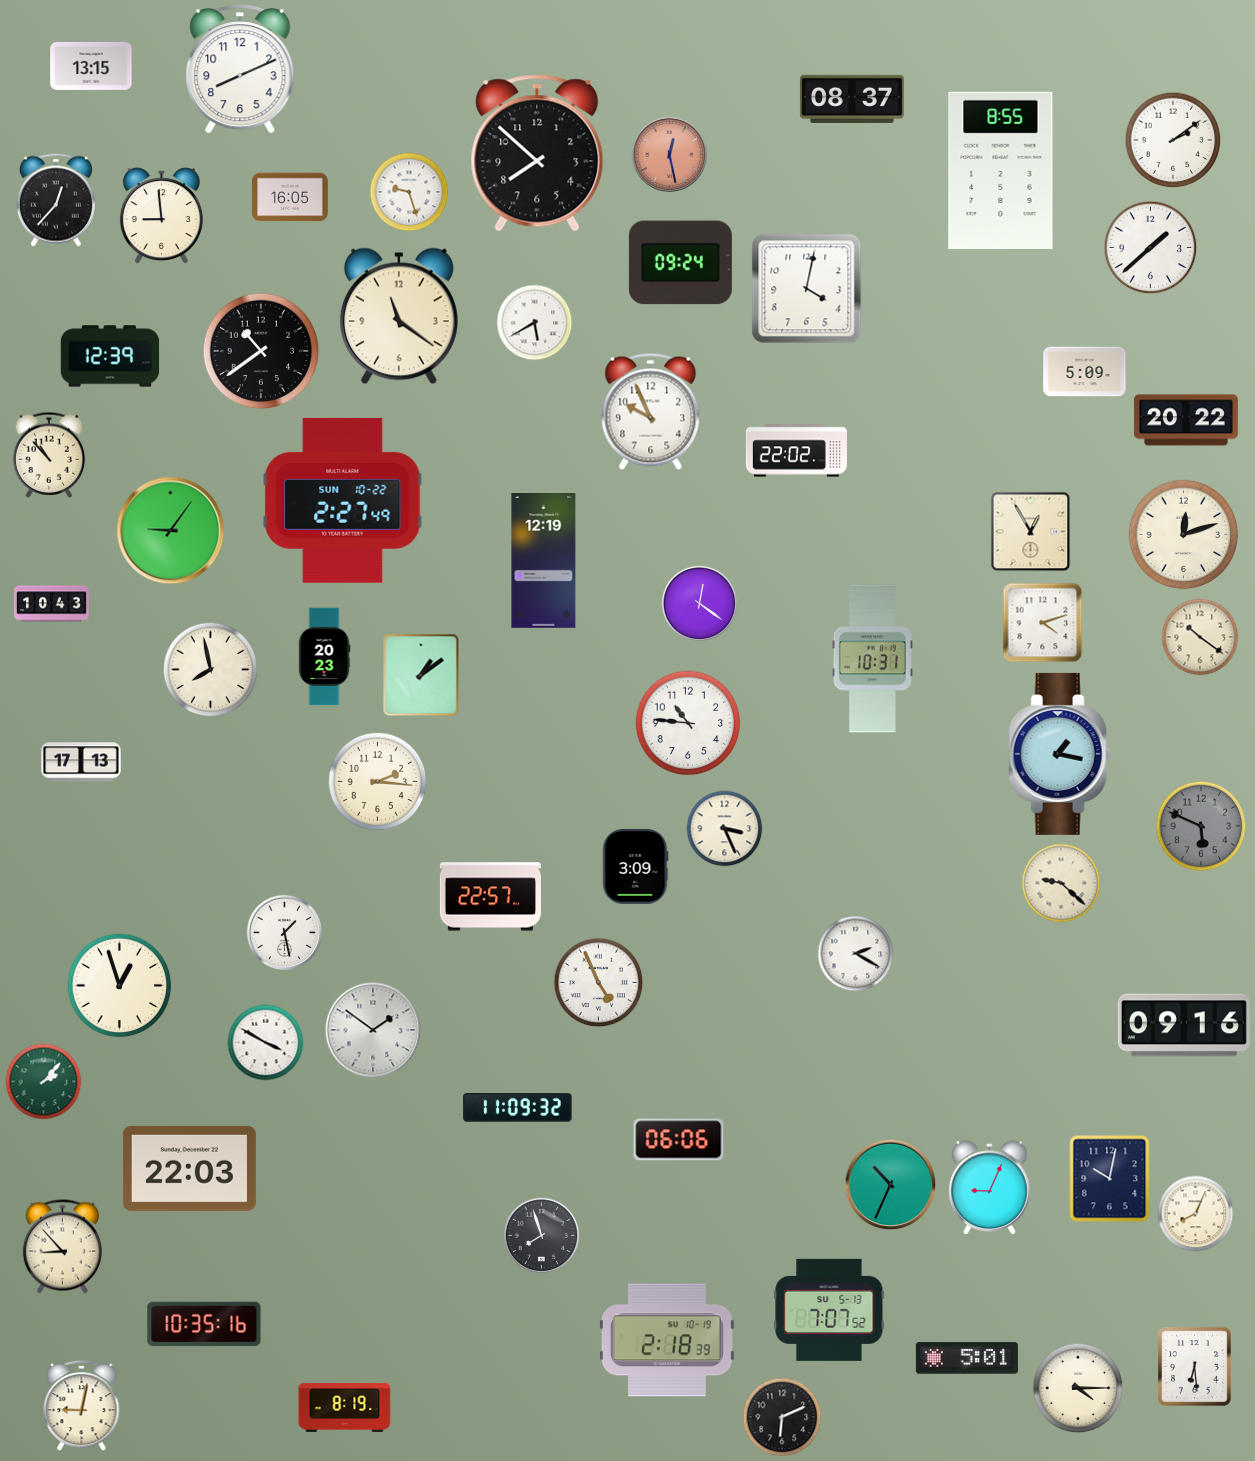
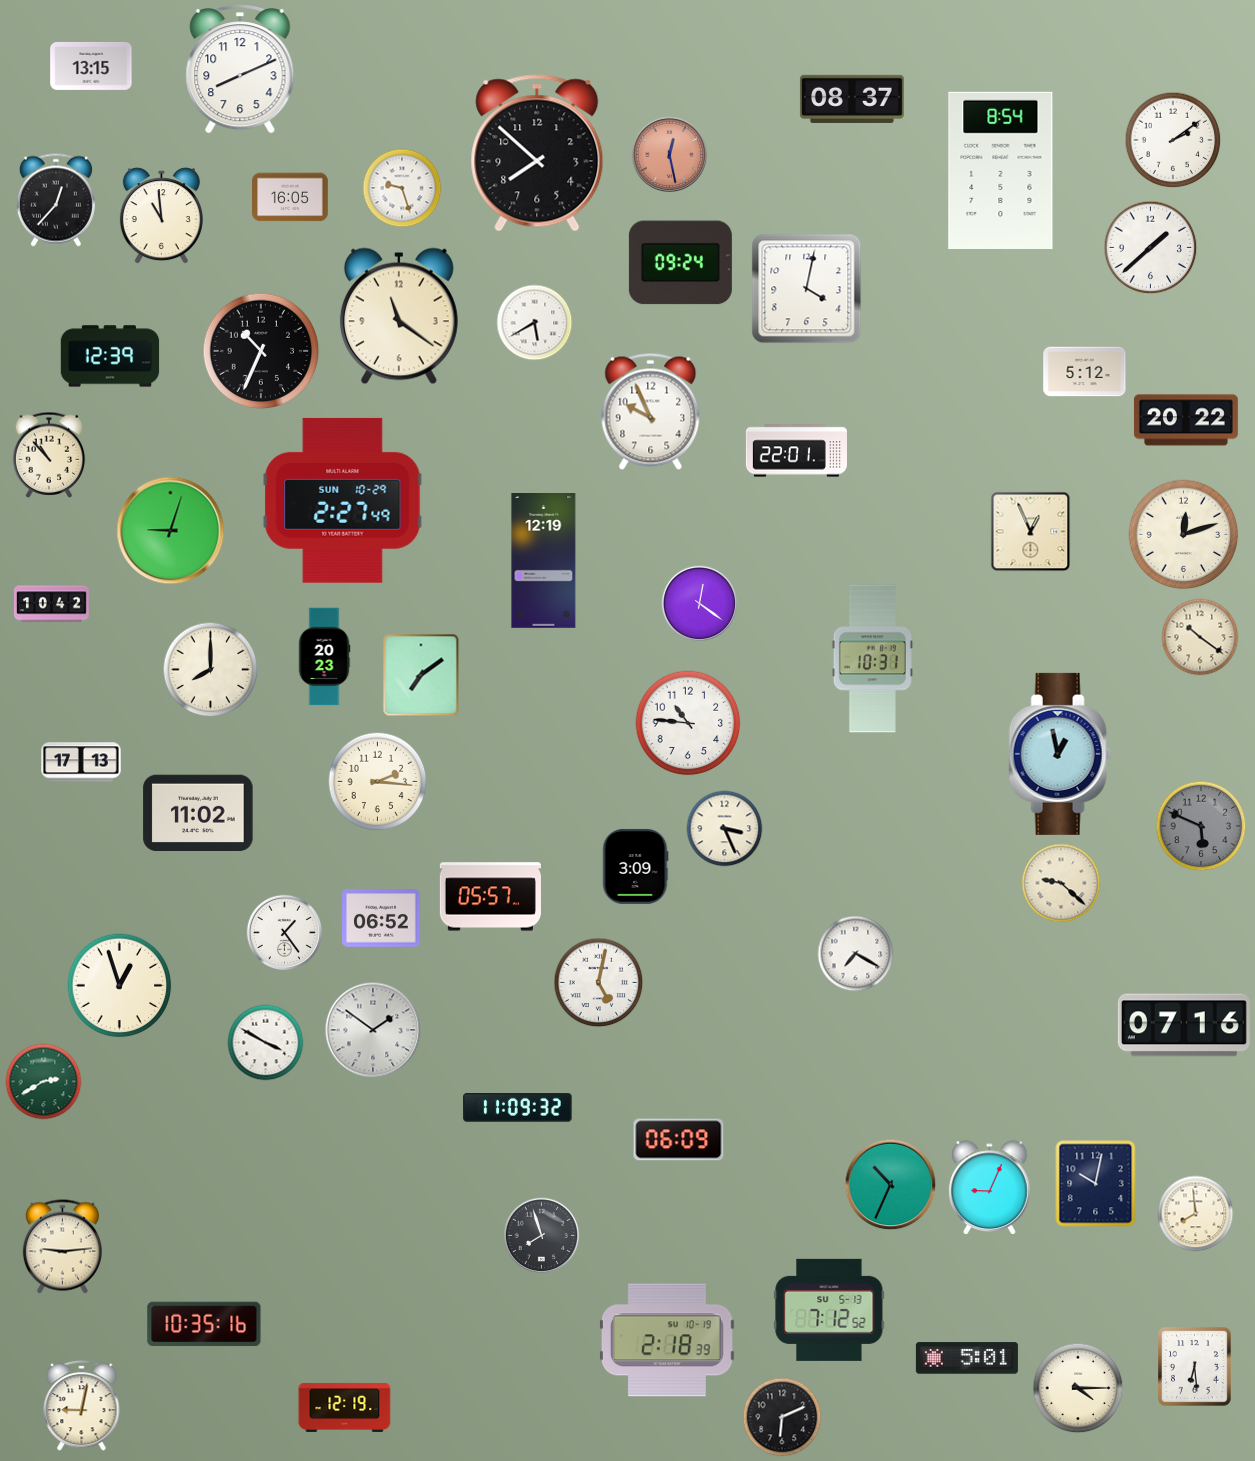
clock at (1001, 170): 8:55 -> 8:54
clock at (409, 192) position: (409, 192) -> (402, 188)
clock at (161, 216): 8:59 -> 10:59
clock at (261, 351): 10:39 -> 10:34
clock at (1085, 372): 5:09 -> 5:12
clock at (796, 451): 22:02 -> 22:01
clock at (343, 500) date: SUN 10-22 -> SUN 10-29
clock at (171, 531): 9:06 -> 9:03
clock at (1031, 532): 12:55 -> 12:56
clock at (51, 604): 10:43 -> 10:42
clock at (1043, 623): 4:12 -> none
clock at (211, 670): 7:58 -> 8:00
clock at (421, 675): 1:09 -> 7:09
clock at (1060, 754): 1:17 -> 12:58
clock at (198, 812): none -> 11:02
clock at (490, 897): 22:57 -> 05:57
clock at (381, 918): none -> 06:52
clock at (285, 933): 1:28 -> 1:24
clock at (856, 954): 2:20 -> 7:20
clock at (599, 983): 4:56 -> 5:02
clock at (1184, 1025): 09:16 -> 07:16
clock at (44, 1082): 2:07 -> 2:40
clock at (679, 1140): 06:06 -> 06:09
clock at (189, 1168): 22:03 -> none
clock at (1110, 1179) position: (1110, 1179) -> (1096, 1184)
clock at (1196, 1214): 8:04 -> 7:59
clock at (62, 1247): 8:53 -> 9:14
clock at (829, 1310): 7:07 -> 7:12
clock at (345, 1407): 8:19 -> 12:19
